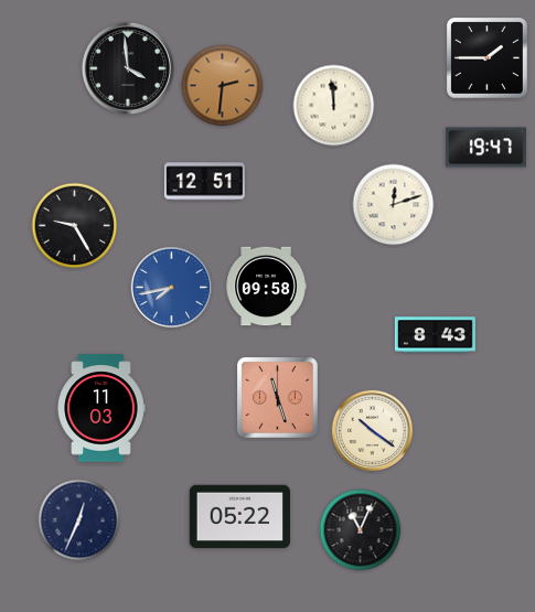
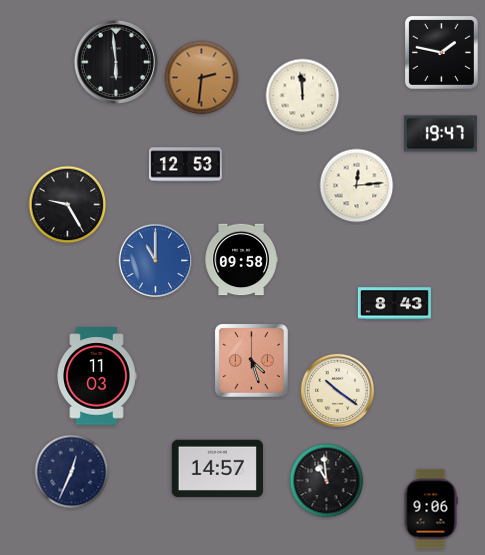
clock at (488, 58): 1:45 -> 1:47
clock at (128, 68): 3:59 -> 5:59
clock at (204, 182): 12:51 -> 12:53
clock at (394, 205): 12:12 -> 12:14
clock at (171, 287): 7:43 -> 11:00
clock at (277, 397): 11:27 -> 4:27
clock at (101, 408) position: (101, 408) -> (97, 376)
clock at (239, 517): 05:22 -> 14:57
clock at (361, 530): 11:04 -> 10:59
clock at (431, 509): none -> 9:06
